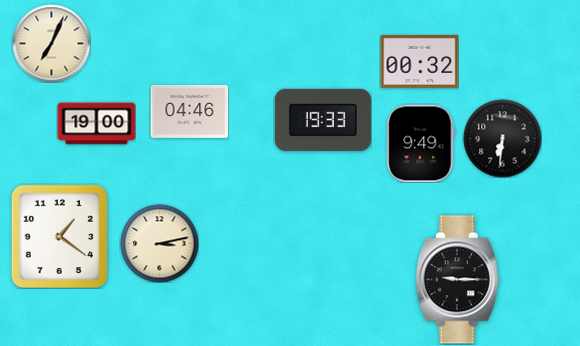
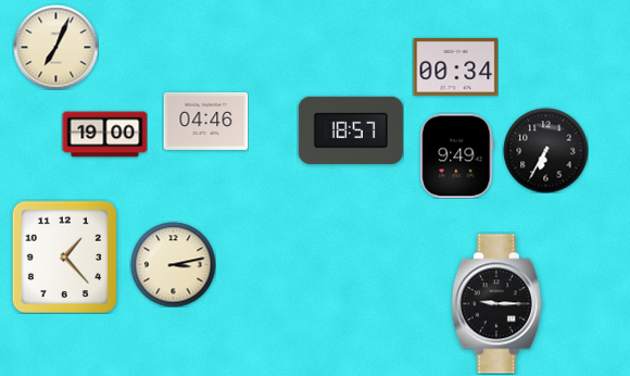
clock at (419, 61): 00:32 -> 00:34
clock at (323, 120): 19:33 -> 18:57
clock at (502, 138): 6:31 -> 6:35
clock at (59, 236): 1:21 -> 1:23
